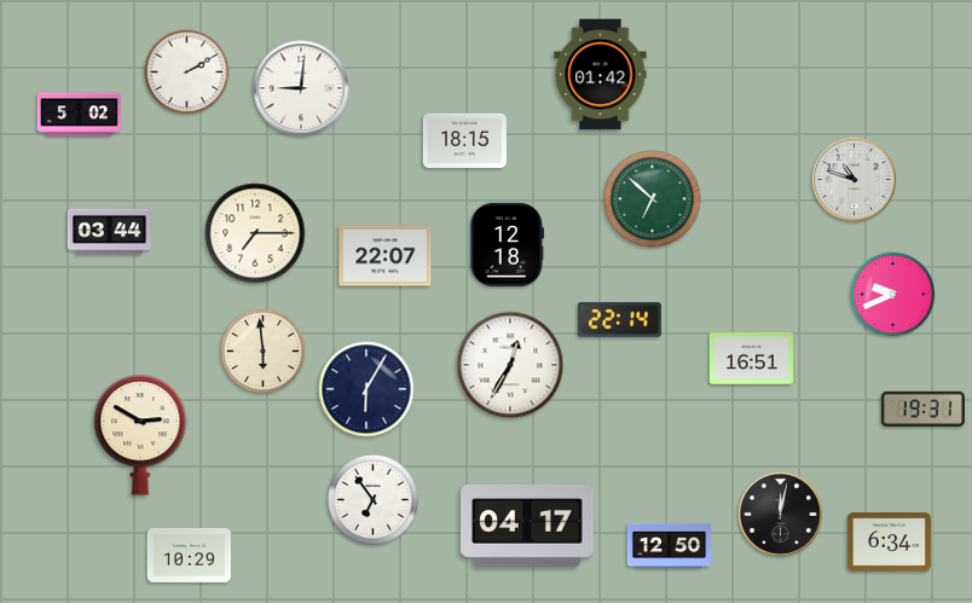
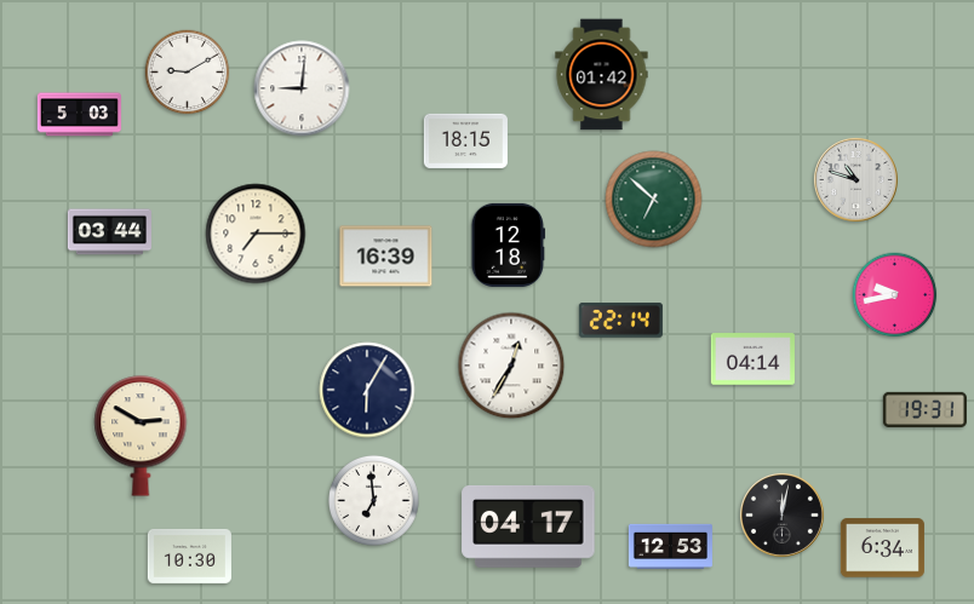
clock at (187, 73): 2:10 -> 9:10
clock at (79, 115): 5:02 -> 5:03
clock at (386, 256): 22:07 -> 16:39
clock at (893, 295): 9:41 -> 9:43
clock at (264, 352): 5:59 -> none
clock at (751, 359): 16:51 -> 04:14
clock at (374, 500): 6:54 -> 6:59
clock at (889, 543) position: (889, 543) -> (882, 548)
clock at (669, 545): 12:50 -> 12:53
clock at (189, 555): 10:29 -> 10:30
